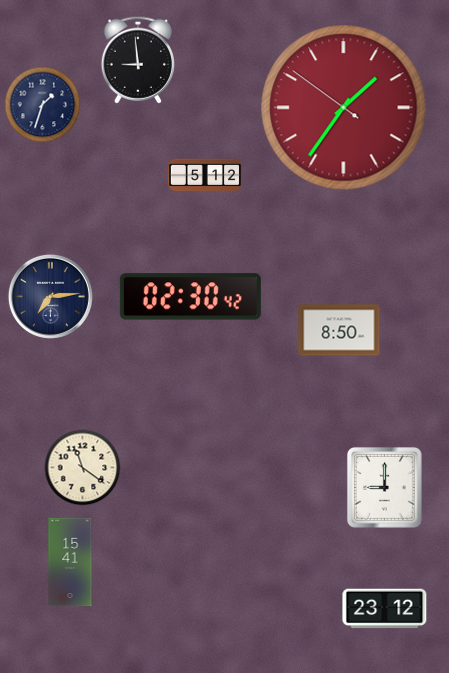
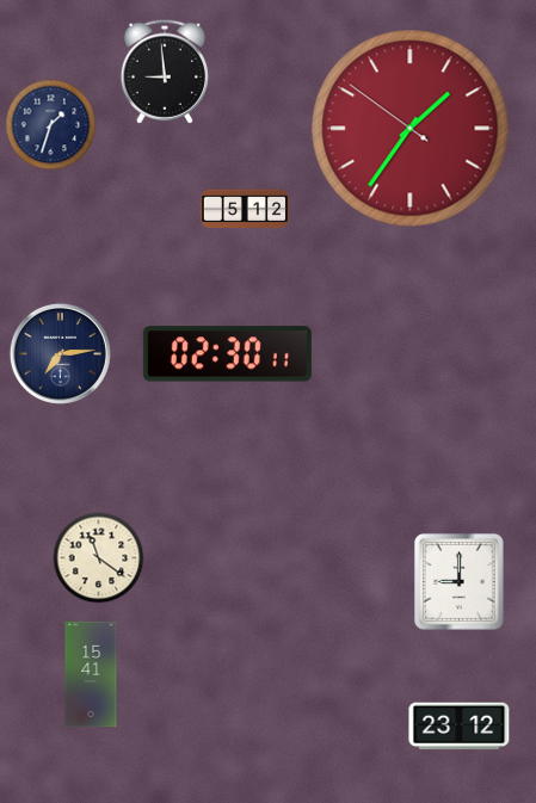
clock at (190, 297): 02:30:42 -> 02:30:11
clock at (339, 330): 8:50 -> none
clock at (70, 562) position: (70, 562) -> (91, 674)
